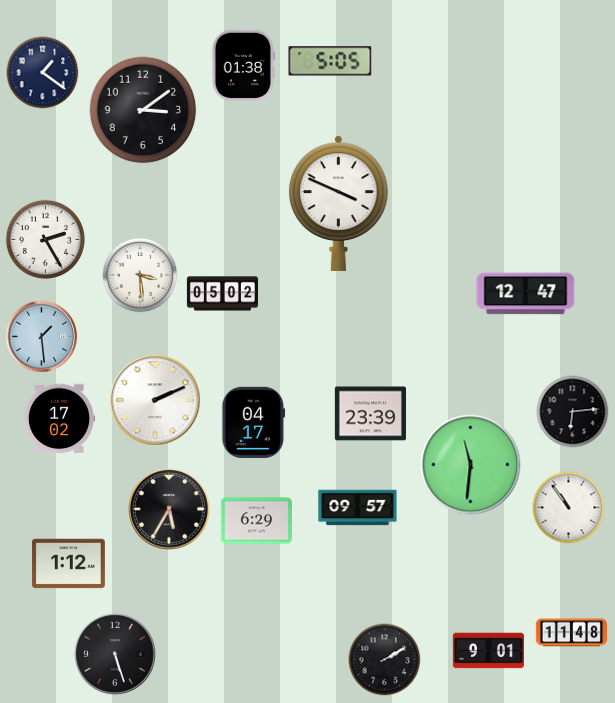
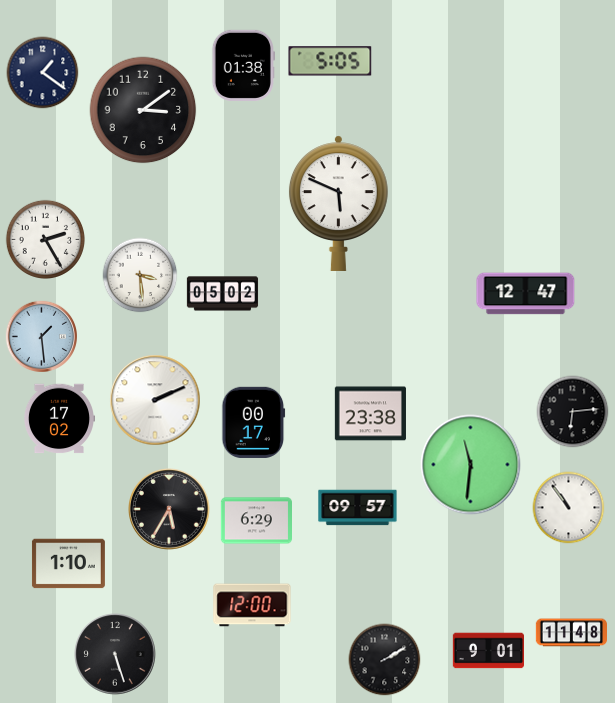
clock at (338, 203): 3:49 -> 5:49
clock at (370, 414): 23:39 -> 23:38
clock at (254, 422): 04:17 -> 00:17
clock at (68, 564): 1:12 -> 1:10
clock at (252, 605): none -> 12:00
